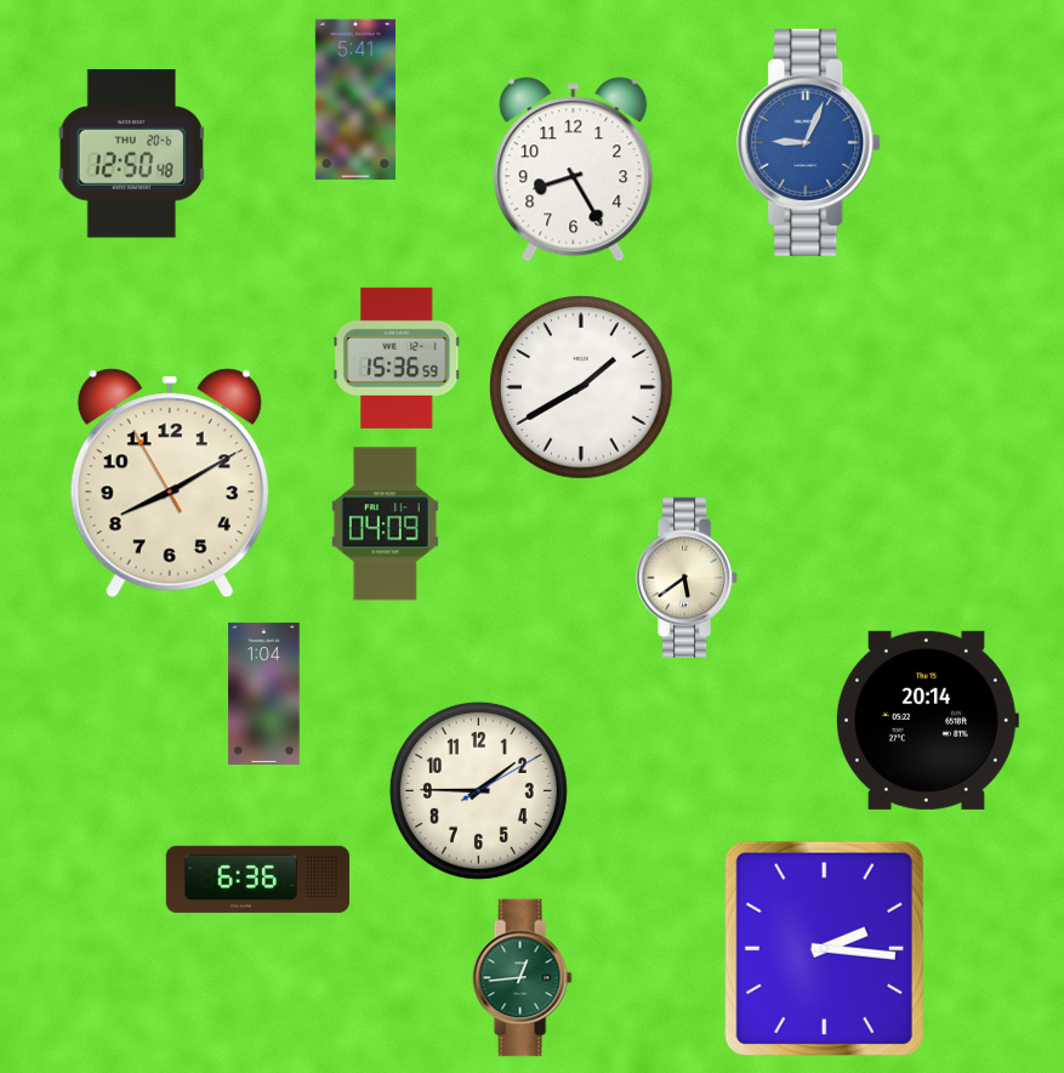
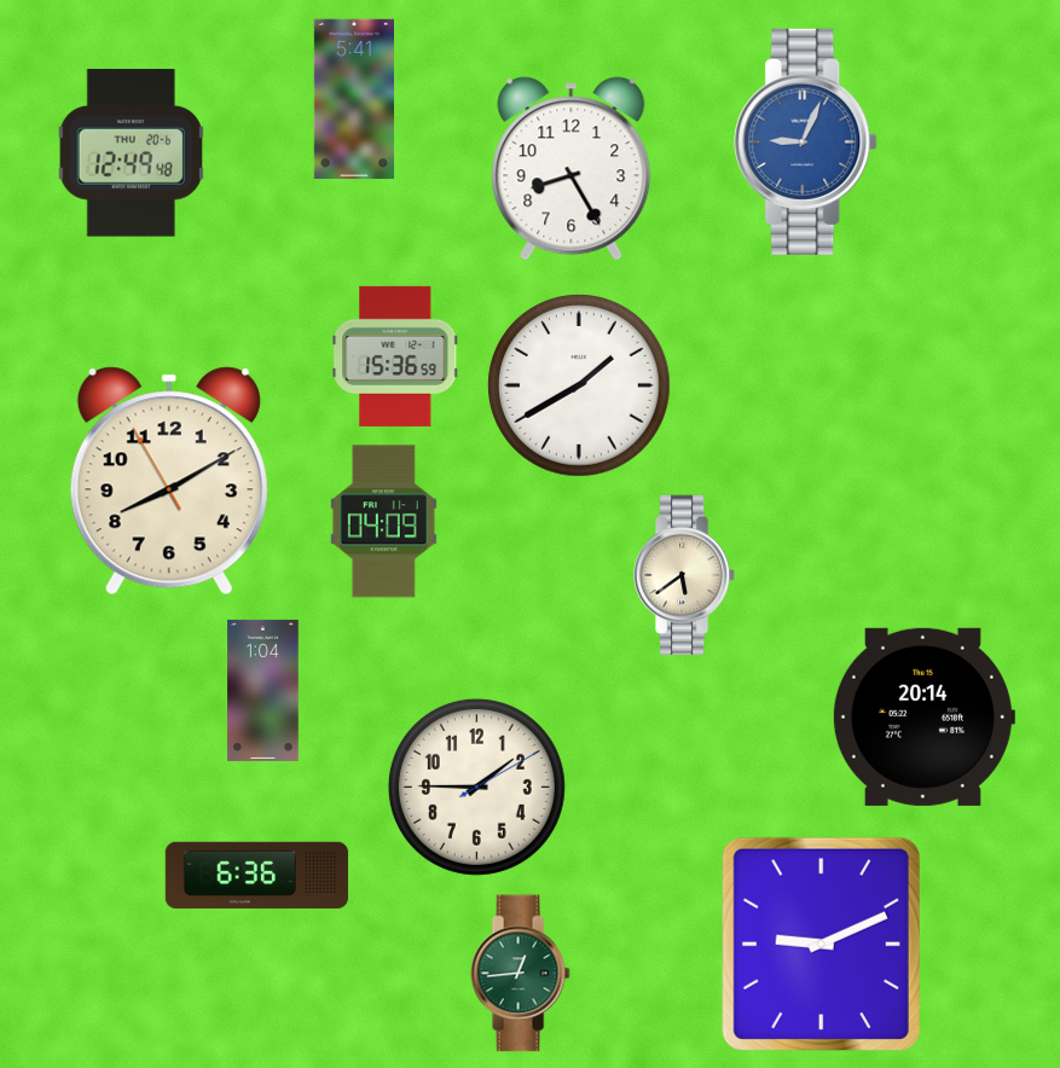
clock at (131, 154): 12:50 -> 12:49
clock at (824, 948): 2:16 -> 9:11
